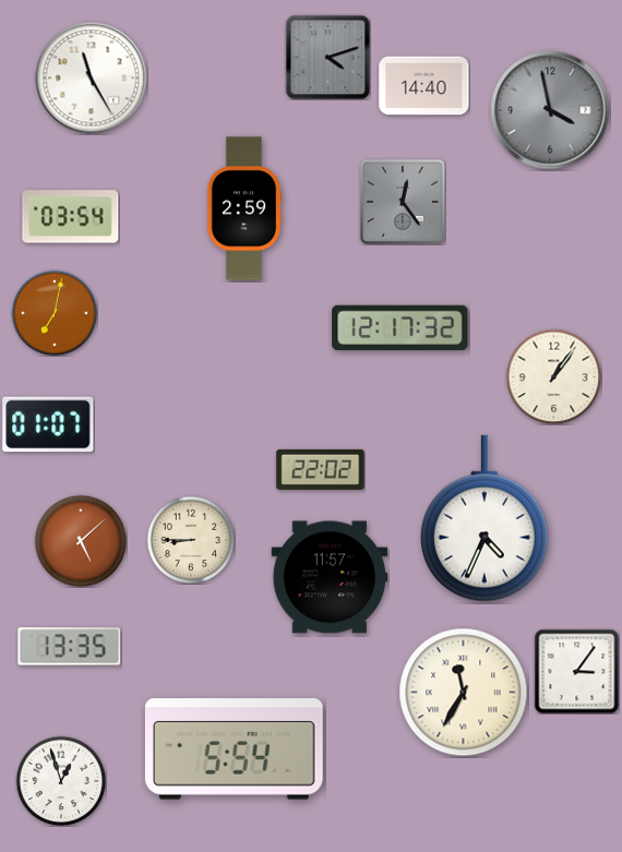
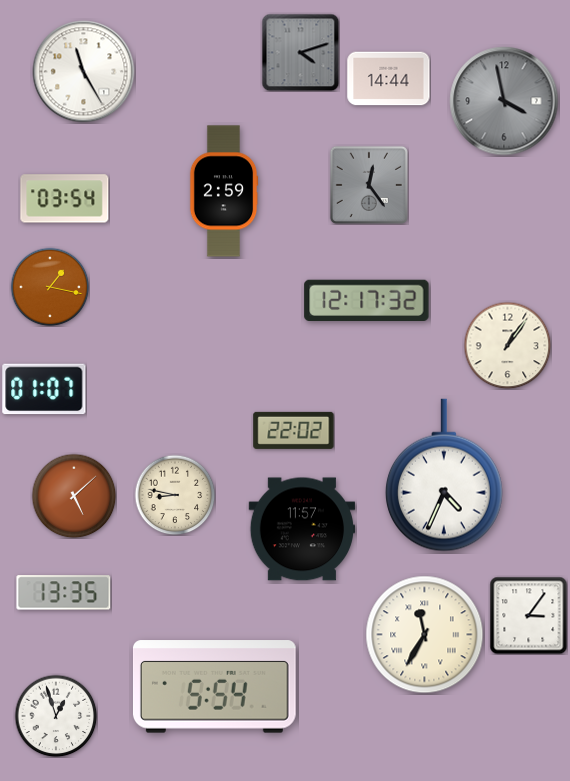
clock at (424, 86): 14:40 -> 14:44
clock at (55, 313): 7:02 -> 1:17
clock at (191, 540): 8:45 -> 8:47
